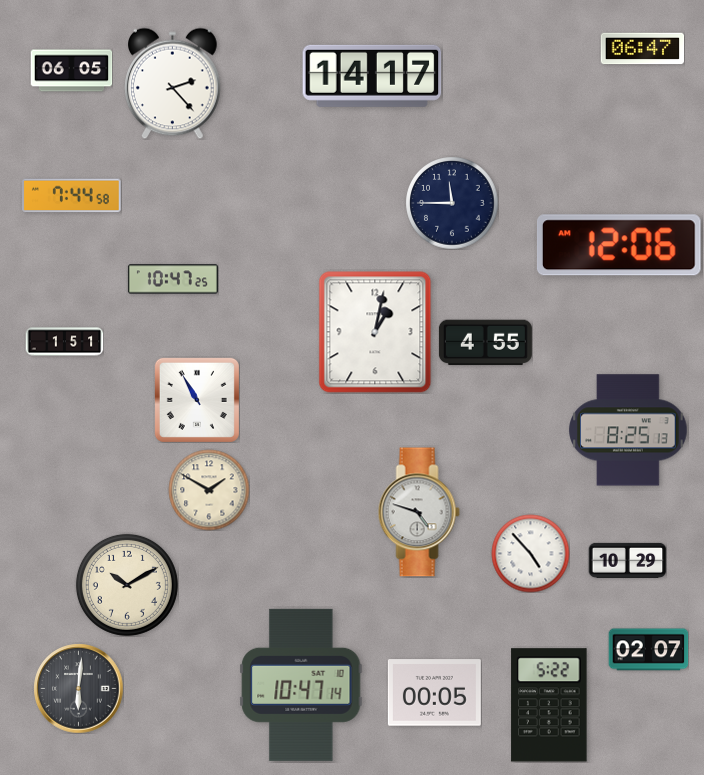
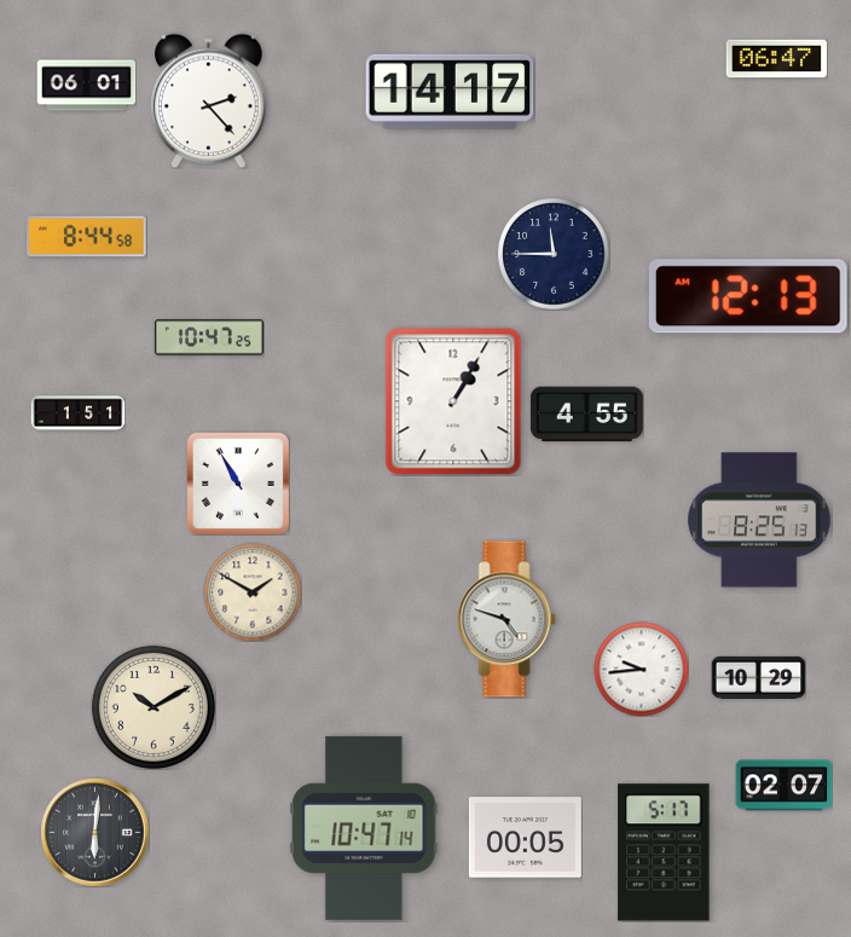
clock at (71, 71): 06:05 -> 06:01
clock at (72, 196): 7:44 -> 8:44
clock at (452, 203) position: (452, 203) -> (554, 254)
clock at (619, 245): 12:06 -> 12:13
clock at (375, 332): 1:02 -> 1:05
clock at (530, 553): 4:53 -> 9:44
clock at (549, 705): 5:22 -> 5:17
